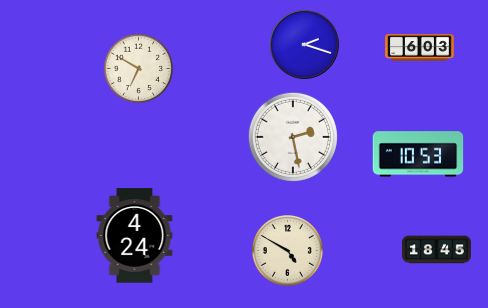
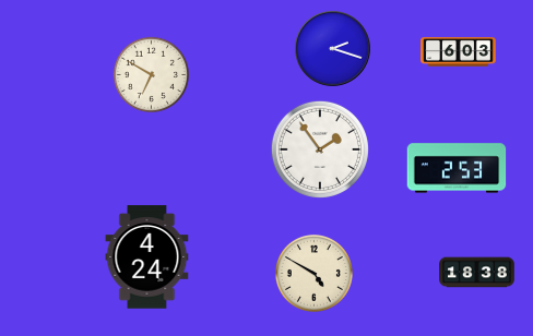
clock at (293, 137): 2:28 -> 1:54
clock at (418, 154): 10:53 -> 2:53
clock at (437, 250): 18:45 -> 18:38
